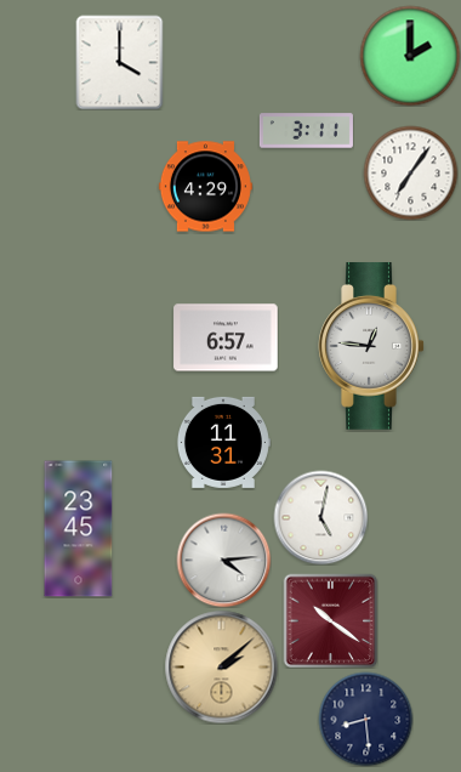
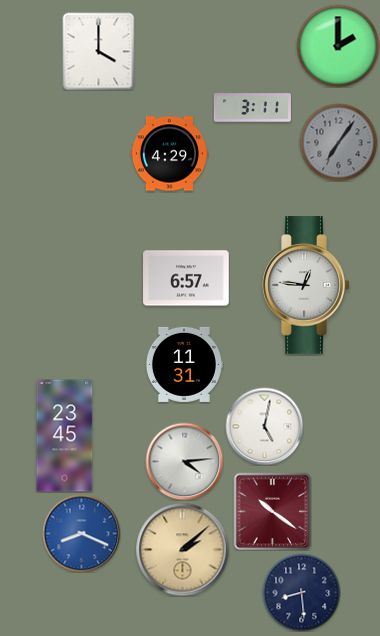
clock at (410, 172) dial: white -> grey
clock at (81, 533): none -> 8:19
